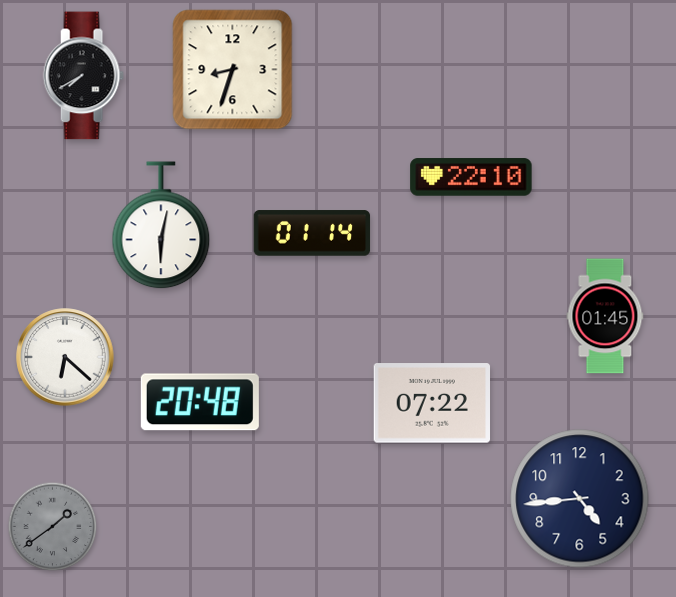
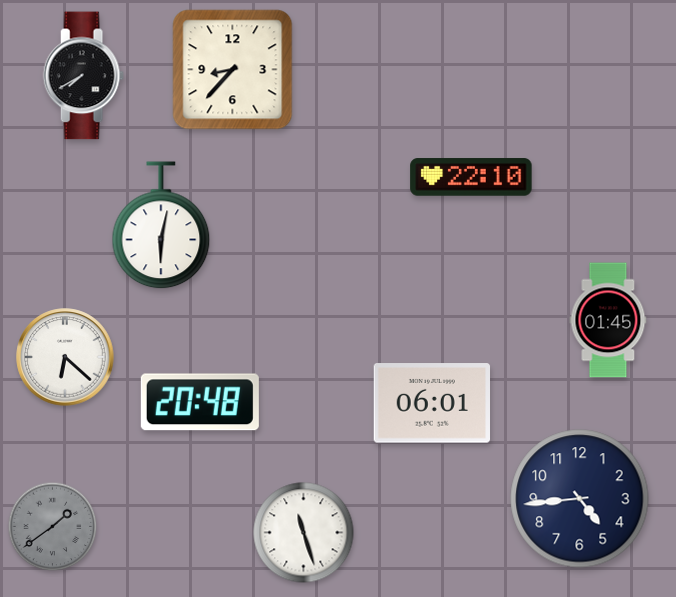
clock at (233, 70): 8:33 -> 8:37
clock at (312, 233): 01:14 -> none
clock at (605, 316) position: (605, 316) -> (608, 320)
clock at (432, 403): 07:22 -> 06:01
clock at (304, 533): none -> 11:27
